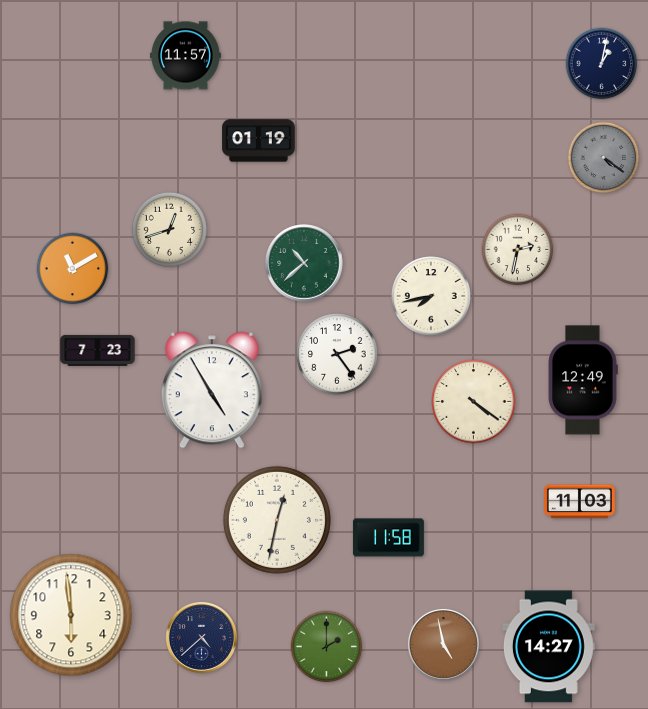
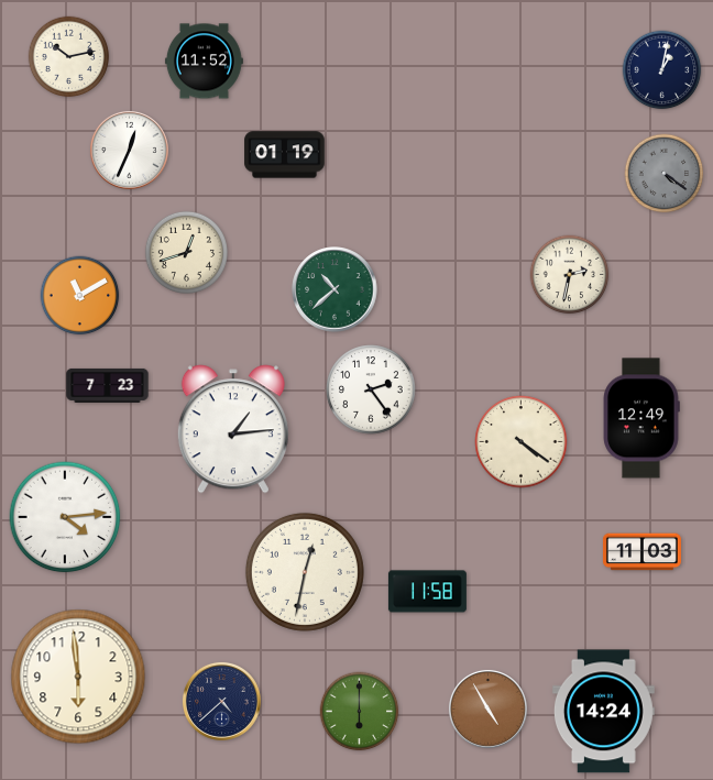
clock at (69, 57): none -> 10:13
clock at (185, 56): 11:57 -> 11:52
clock at (129, 150): none -> 12:34
clock at (432, 297): 7:43 -> none
clock at (212, 390): 4:55 -> 1:14
clock at (65, 517): none -> 4:14
clock at (579, 502) position: (579, 502) -> (641, 552)
clock at (443, 644): 4:58 -> 4:55
clock at (327, 647): 2:00 -> 6:00
clock at (548, 647): 14:27 -> 14:24
